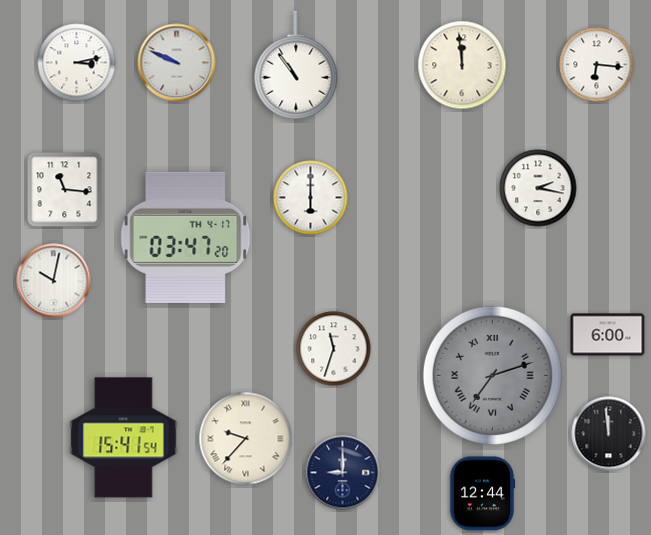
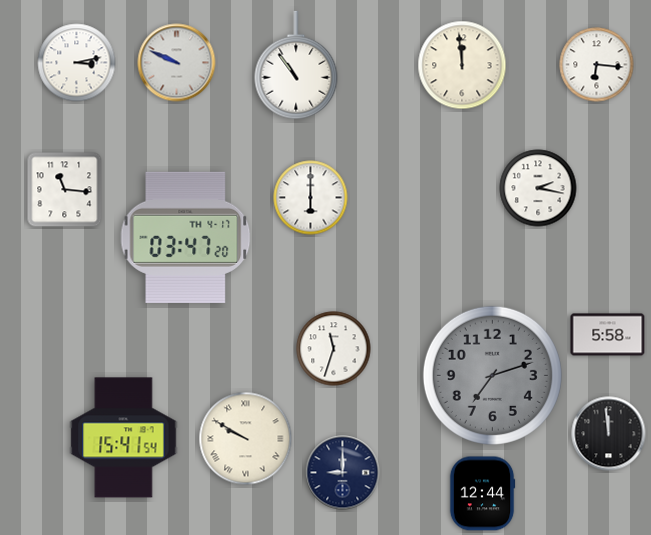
clock at (54, 281): 10:02 -> none
clock at (608, 335): 6:00 -> 5:58
clock at (492, 375) numerals: Roman -> Arabic
clock at (246, 439): 9:37 -> 9:50
